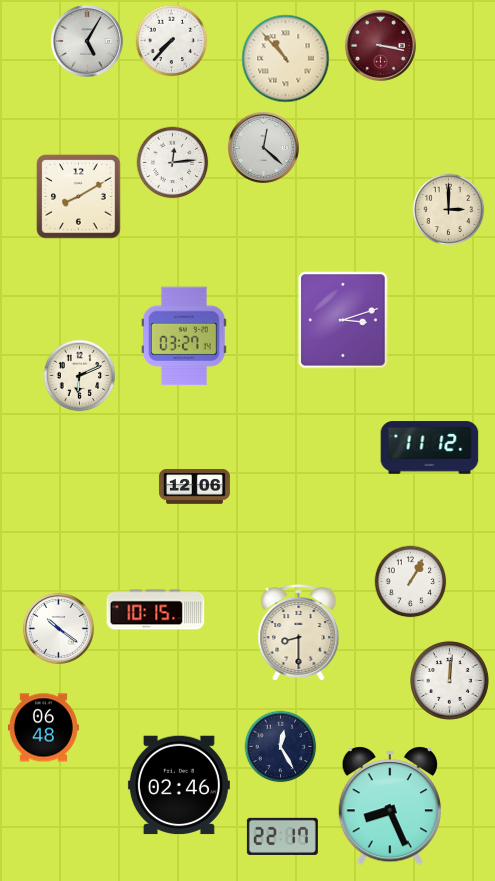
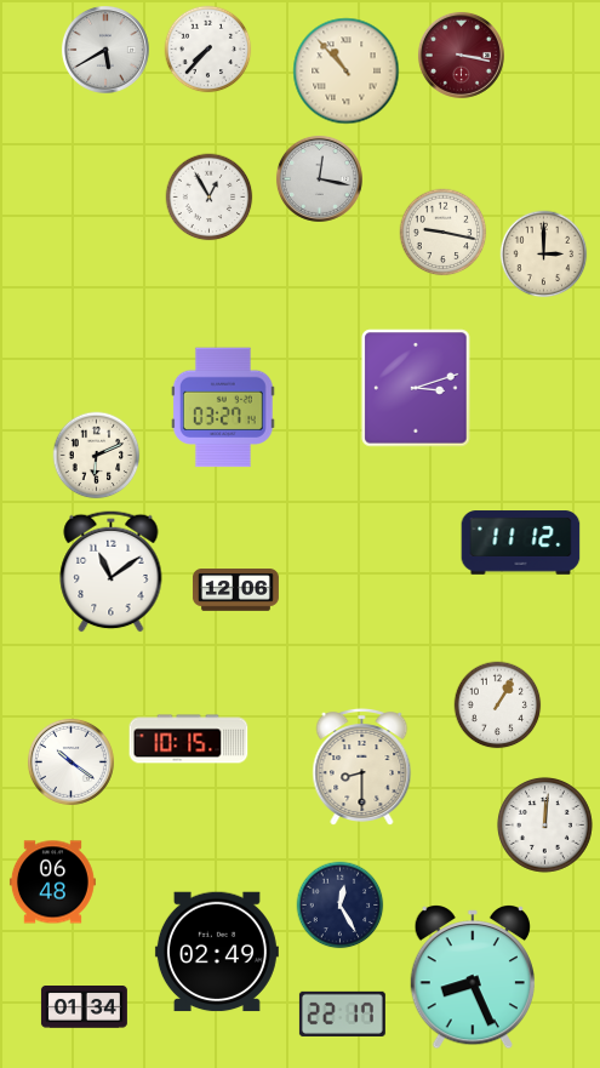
clock at (87, 41): 5:05 -> 5:40
clock at (263, 147): 12:22 -> 12:17
clock at (173, 163): 12:14 -> 12:55
clock at (444, 233): none -> 9:17
clock at (79, 197): 8:10 -> none
clock at (112, 571): none -> 11:09
clock at (179, 785): 02:46 -> 02:49
clock at (84, 1007): none -> 01:34
